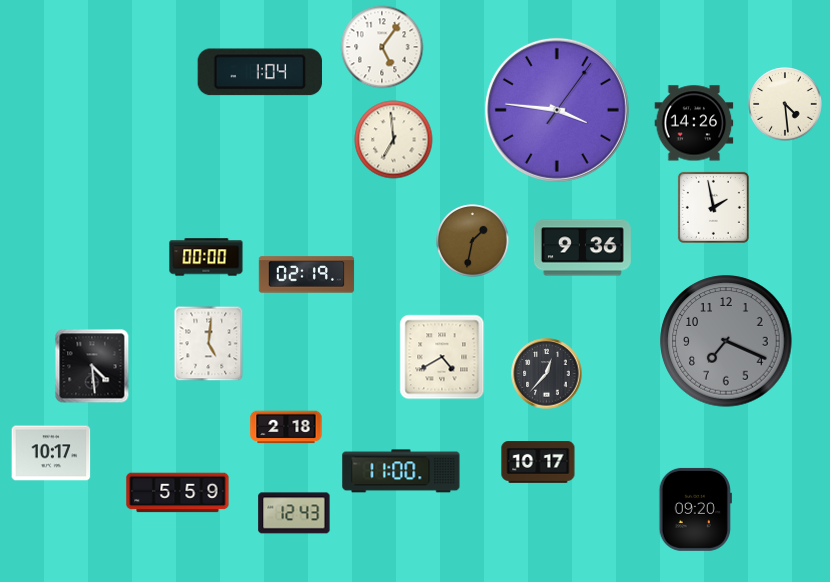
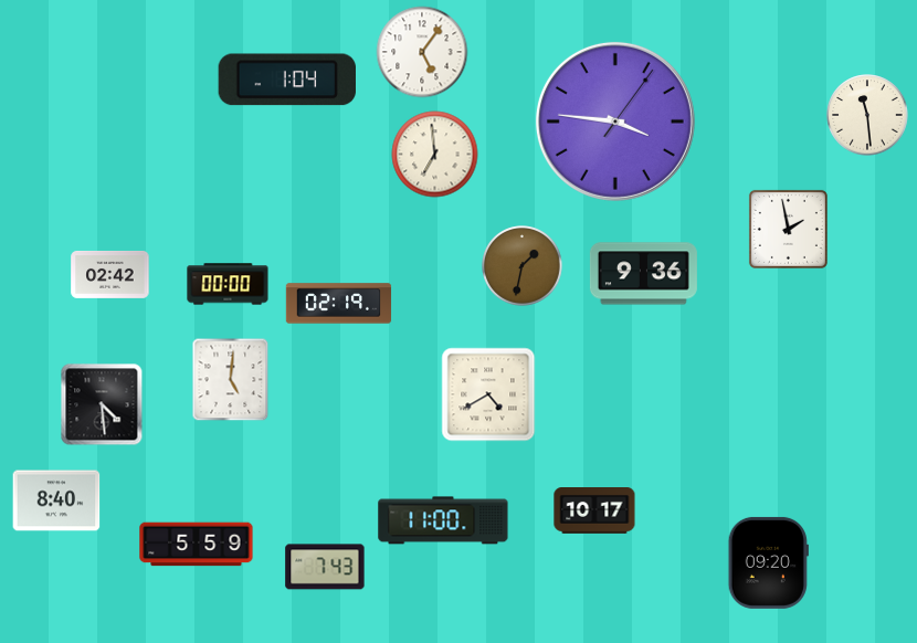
clock at (785, 104): 4:29 -> 11:29
clock at (694, 123): 14:26 -> none
clock at (110, 274): none -> 02:42
clock at (726, 341): 7:19 -> none
clock at (547, 374): 12:37 -> none
clock at (286, 427): 2:18 -> none
clock at (51, 453): 10:17 -> 8:40
clock at (294, 513): 12:43 -> 7:43
